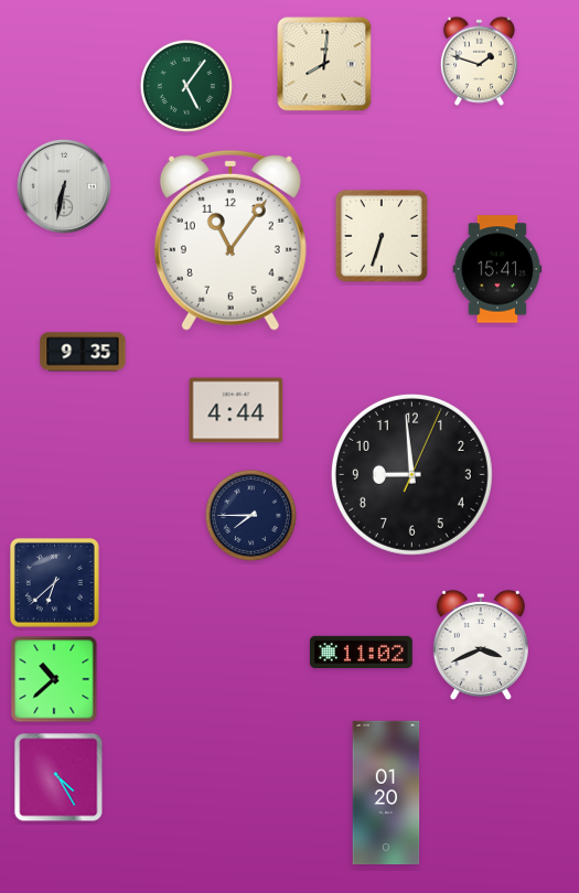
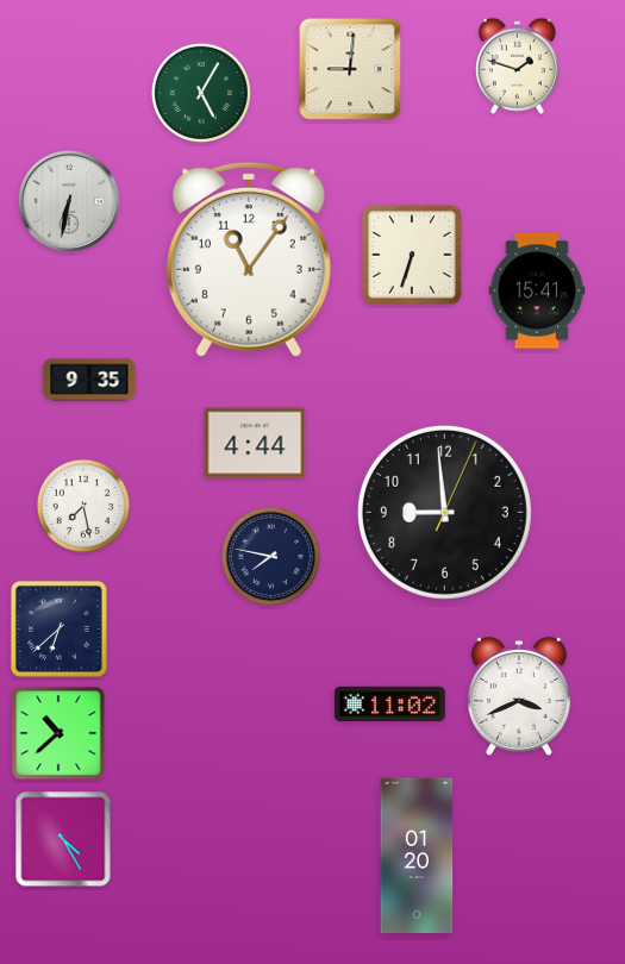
clock at (324, 64): 8:01 -> 9:01
clock at (186, 86): 5:06 -> 5:05
clock at (83, 506): none -> 7:28
clock at (250, 515): 7:45 -> 7:47
